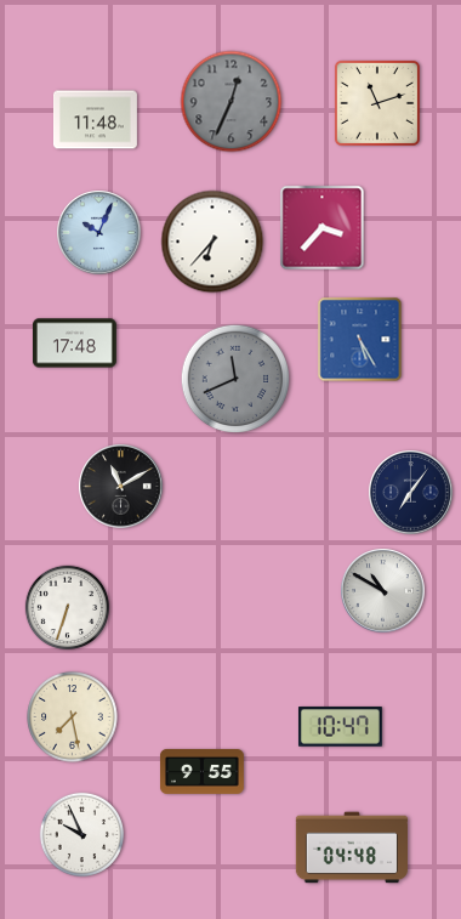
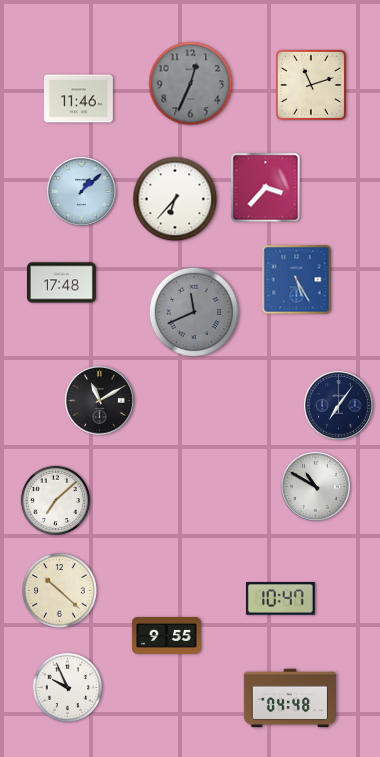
clock at (95, 120): 11:48 -> 11:46
clock at (99, 233): 10:04 -> 1:08
clock at (68, 608): 6:33 -> 7:08
clock at (73, 717): 7:28 -> 10:22
